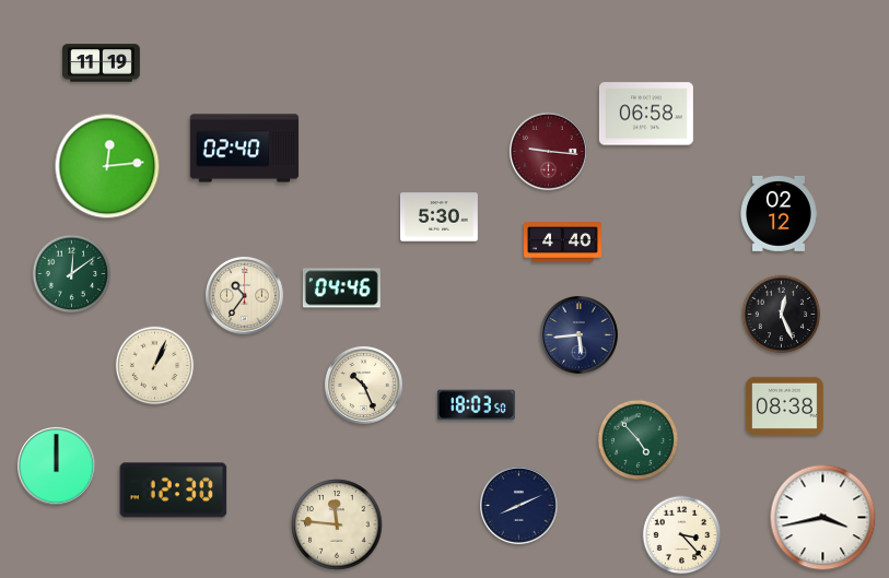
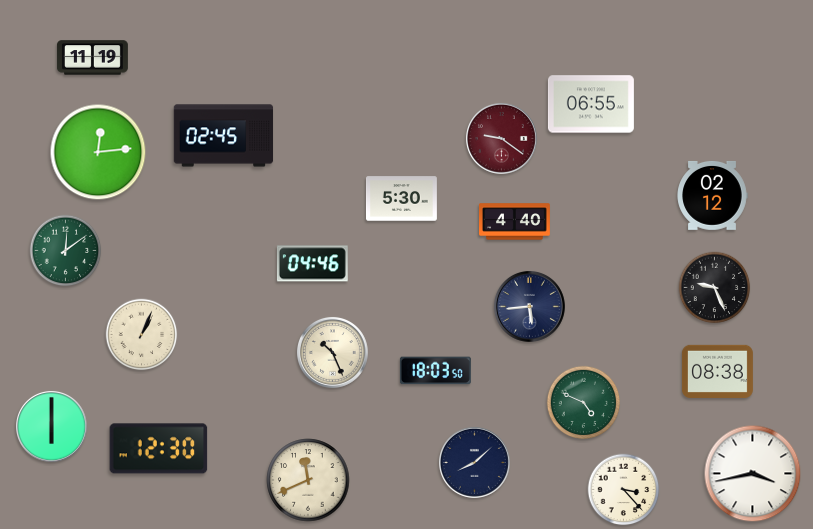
clock at (646, 114): 06:58 -> 06:55
clock at (245, 149): 02:40 -> 02:45
clock at (548, 151): 9:16 -> 9:21
clock at (244, 295): 10:36 -> none
clock at (782, 315): 12:26 -> 9:26
clock at (639, 440): 4:53 -> 4:49
clock at (56, 465): 12:00 -> 6:00
clock at (518, 505): 8:11 -> 8:08
clock at (337, 524): 11:46 -> 11:41
